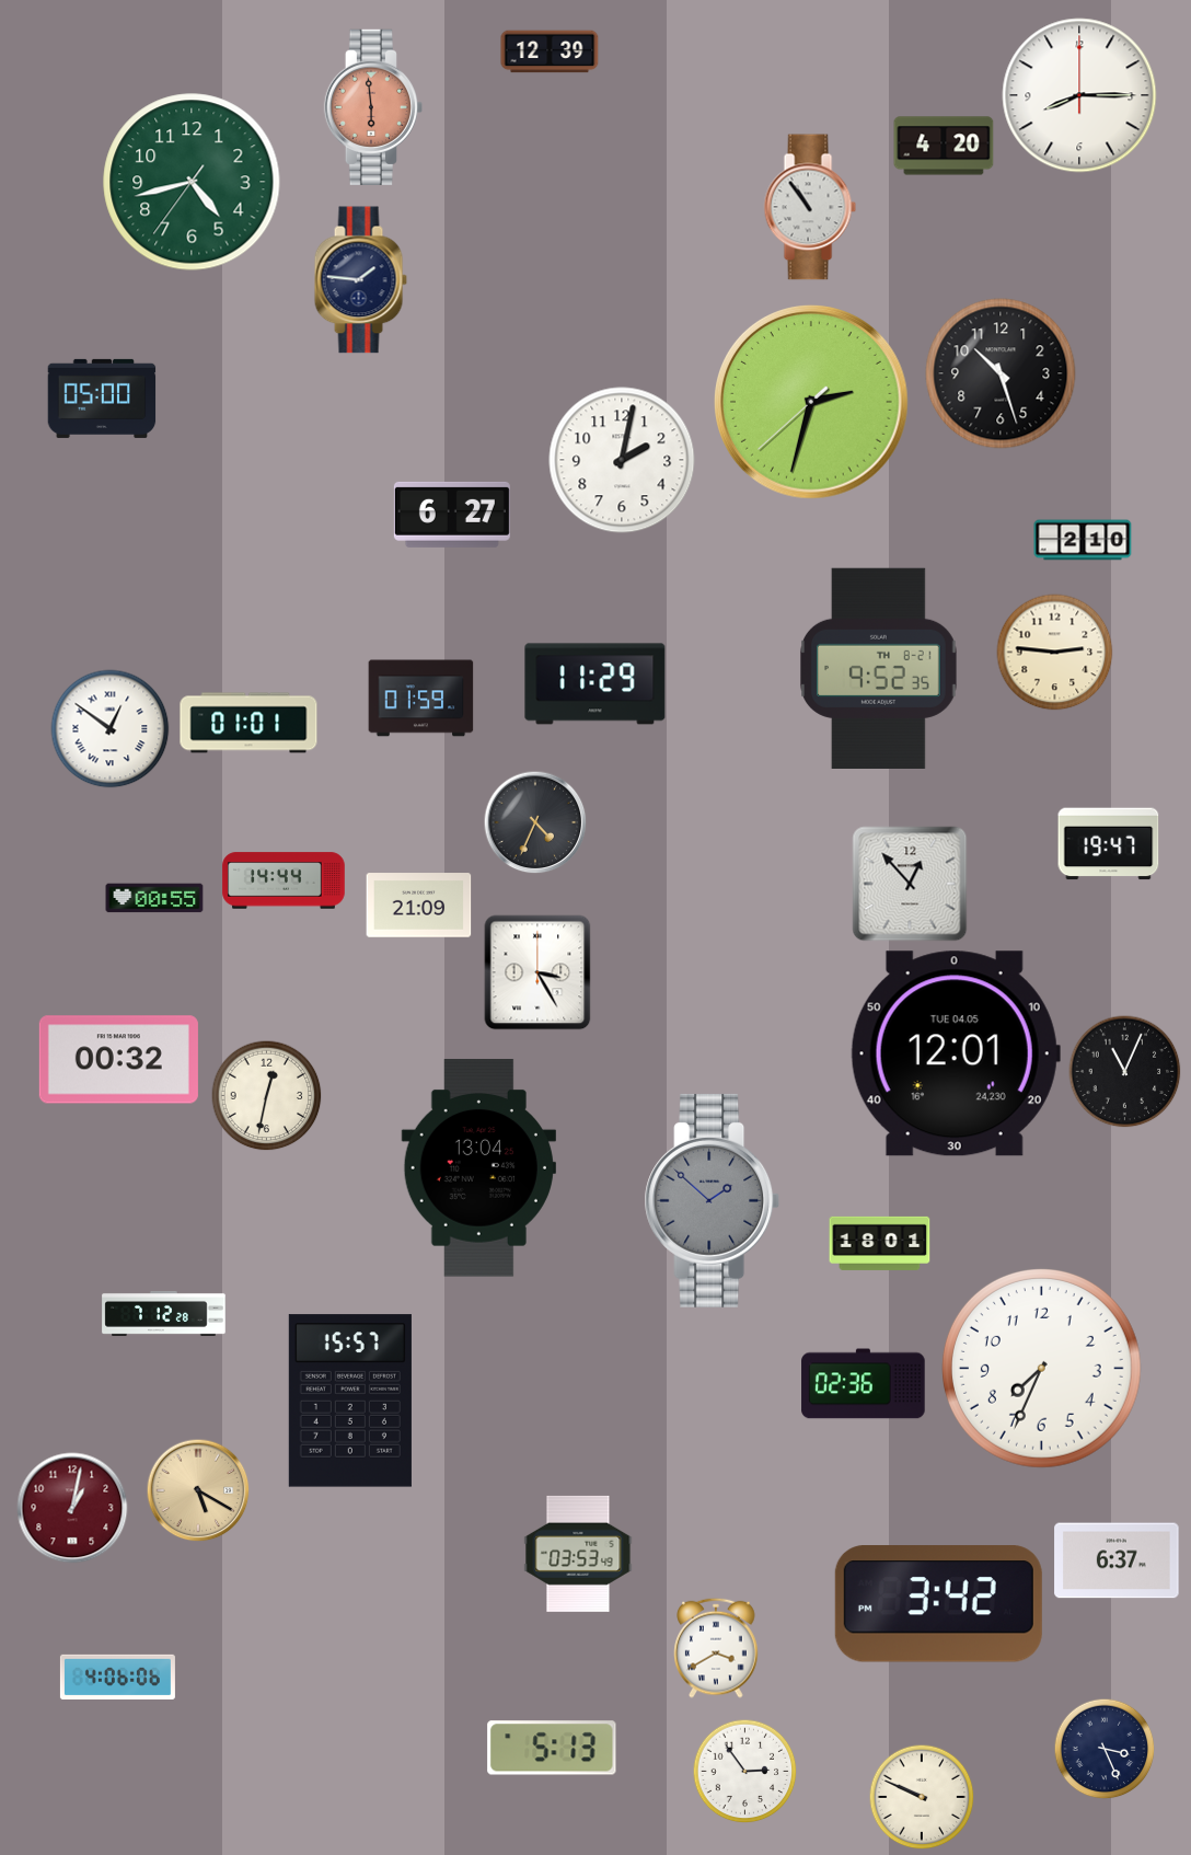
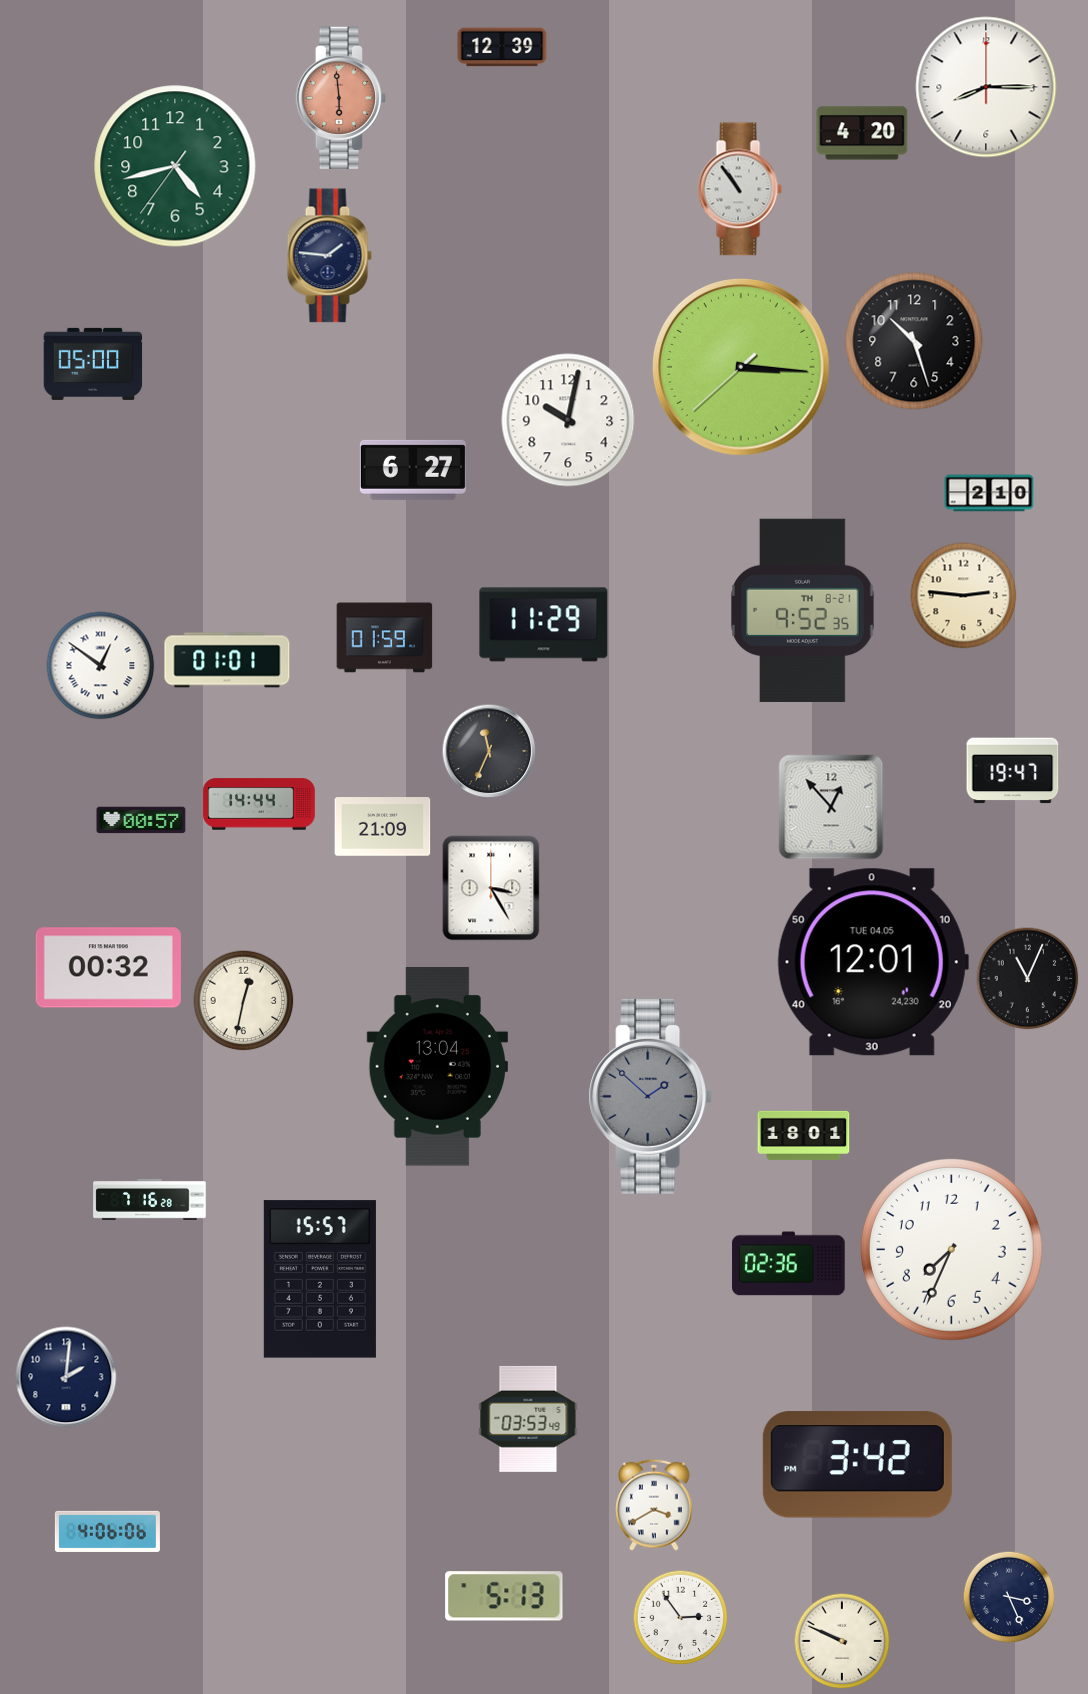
clock at (812, 403): 2:32 -> 3:15
clock at (622, 460): 2:02 -> 10:02
clock at (535, 822): 4:34 -> 11:34
clock at (154, 898): 00:55 -> 00:57
clock at (164, 1314): 7:12 -> 7:16
clock at (198, 1490): 5:20 -> none
clock at (72, 1508): 1:02 -> 2:01
clock at (72, 1508) dial: burgundy -> navy
clock at (1117, 1560): 6:37 -> none
